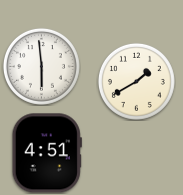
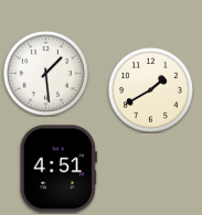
clock at (41, 66): 5:59 -> 1:29
clock at (47, 153) position: (47, 153) -> (59, 169)
